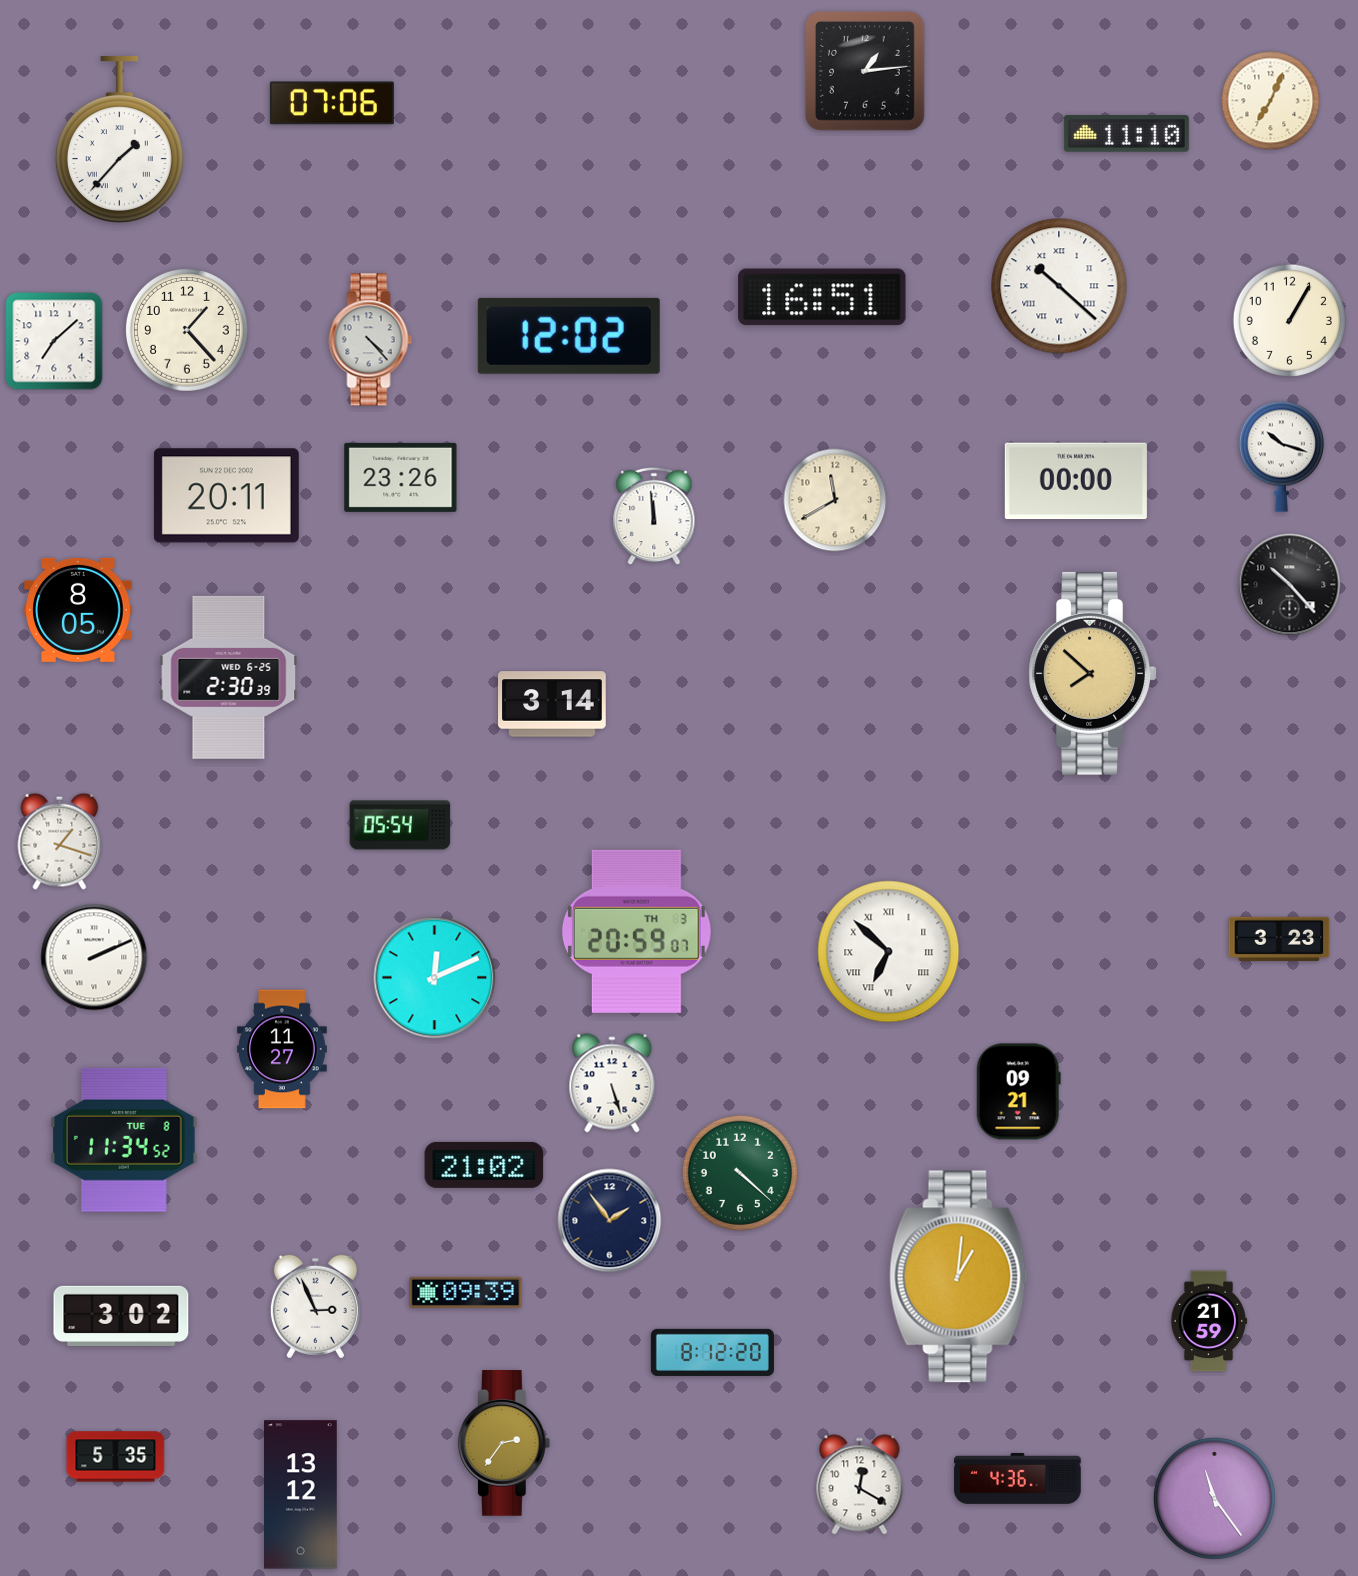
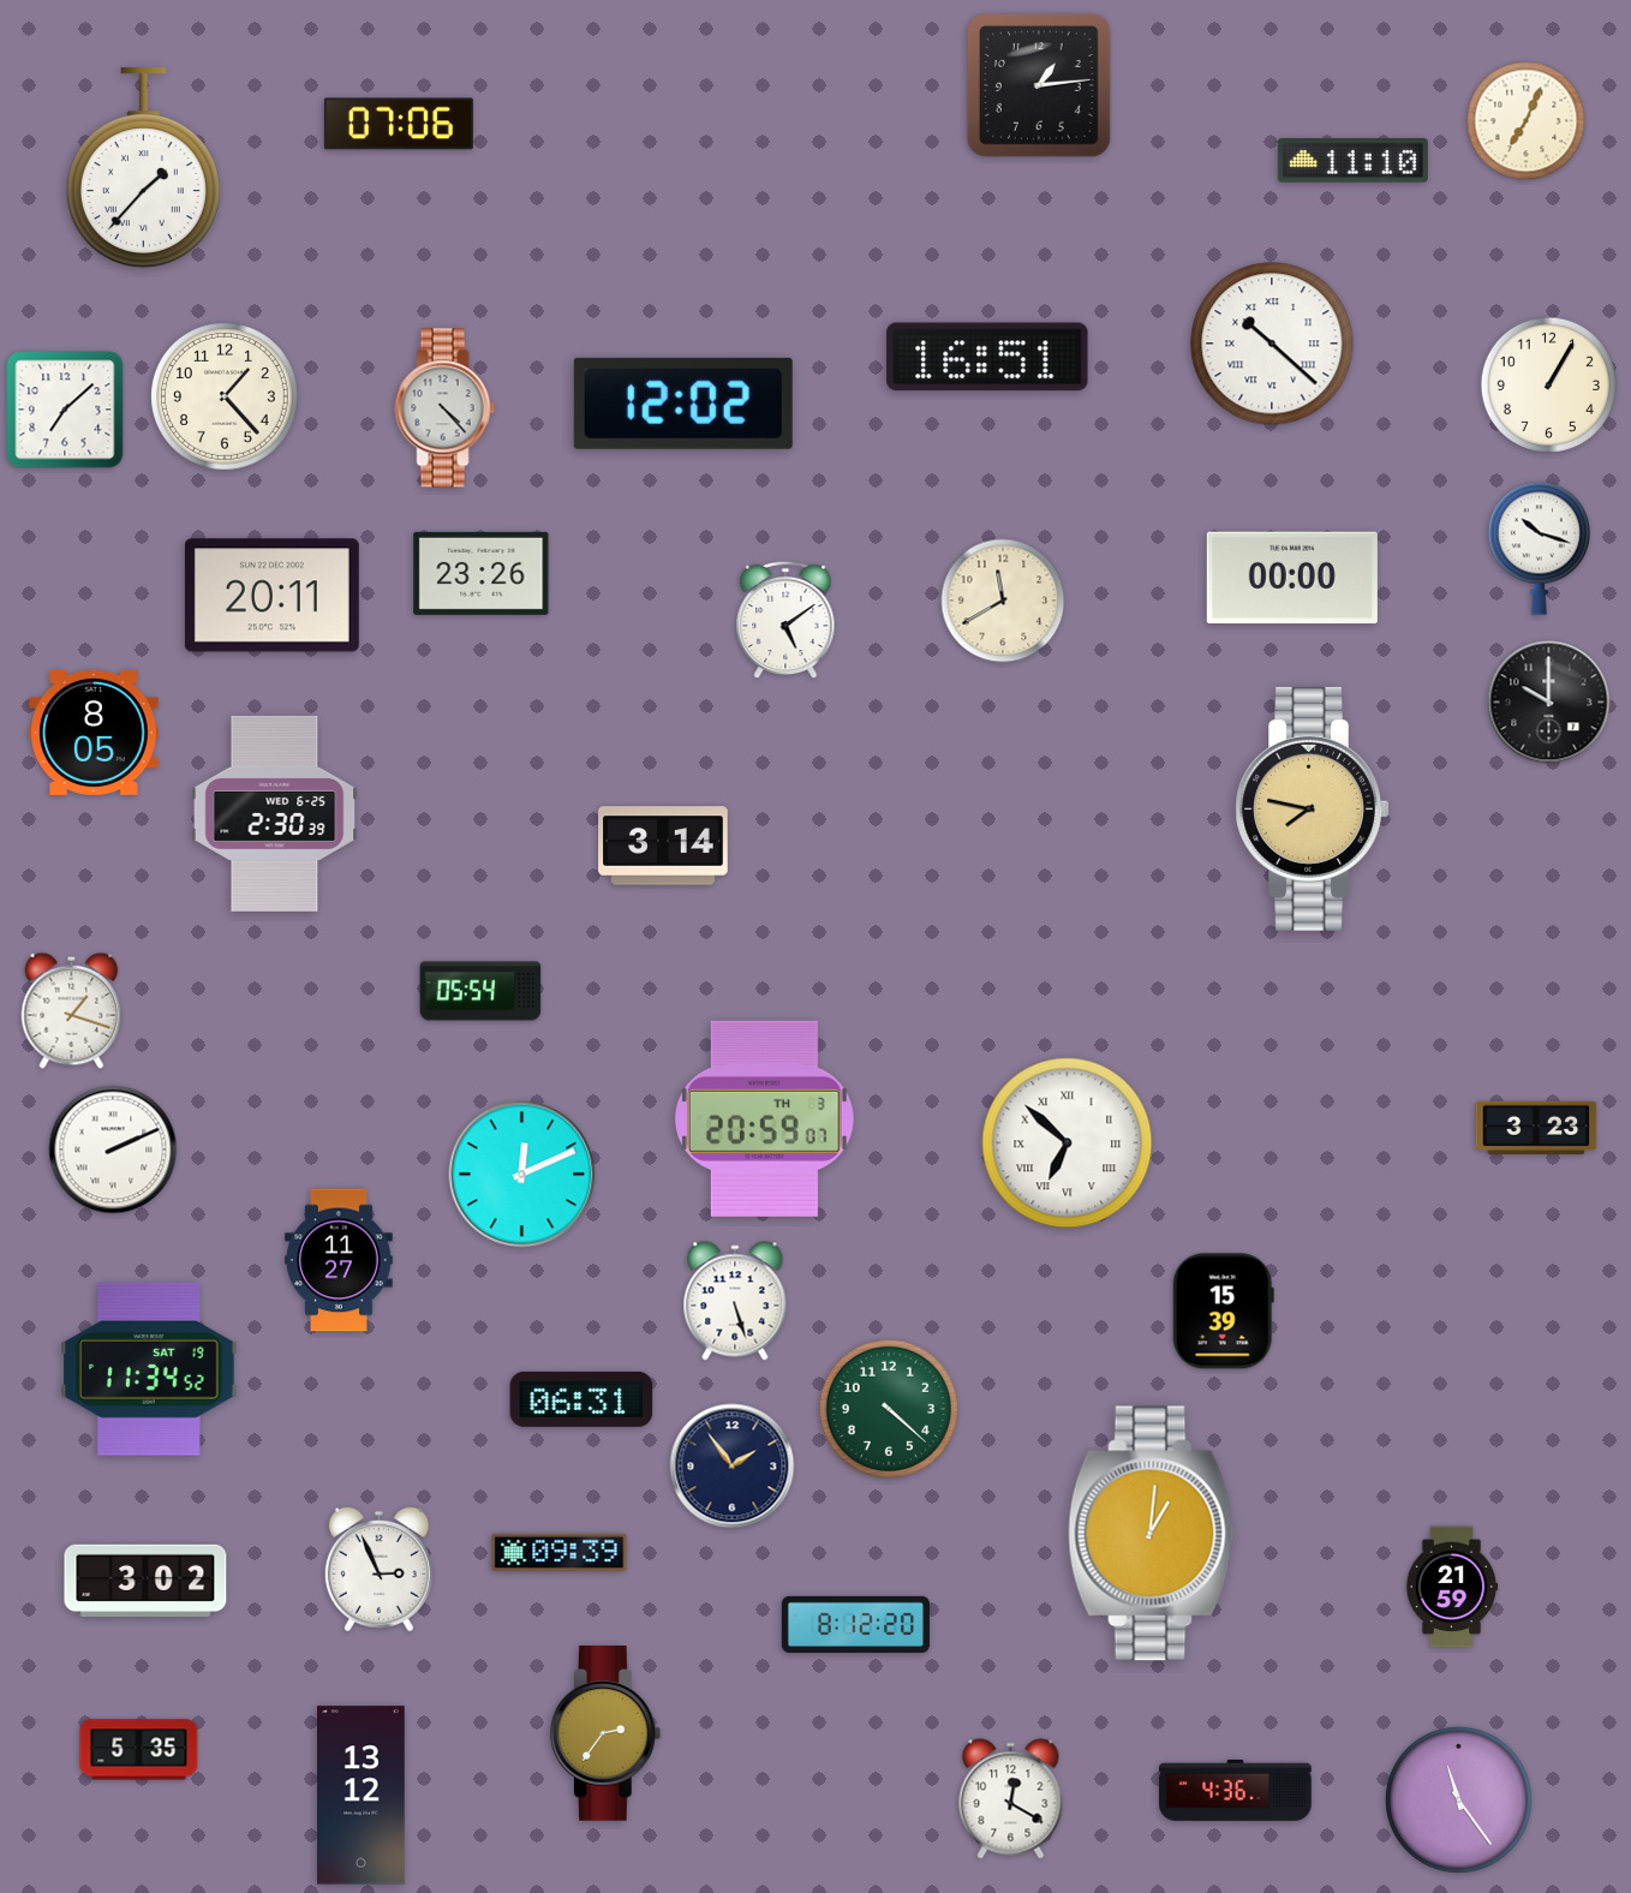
clock at (654, 516): 11:59 -> 5:09
clock at (1290, 585): 10:23 -> 10:00
clock at (1093, 673): 7:52 -> 7:47
clock at (1018, 1092): 09:21 -> 15:39
clock at (124, 1140) date: TUE 8 -> SAT 19
clock at (484, 1165): 21:02 -> 06:31
clock at (1018, 1478) position: (1018, 1478) -> (1236, 1790)
clock at (860, 1485) position: (860, 1485) -> (1011, 1799)
